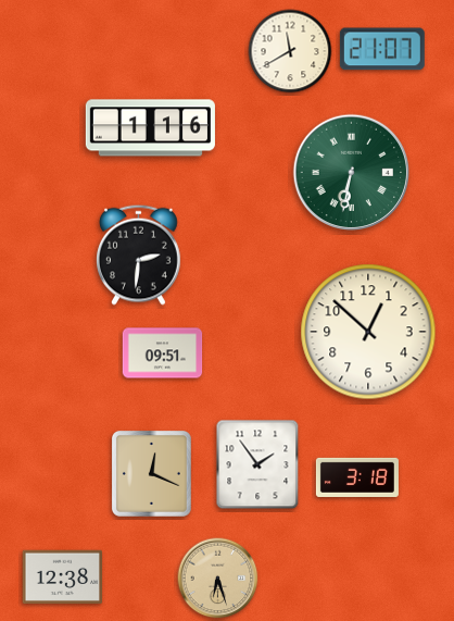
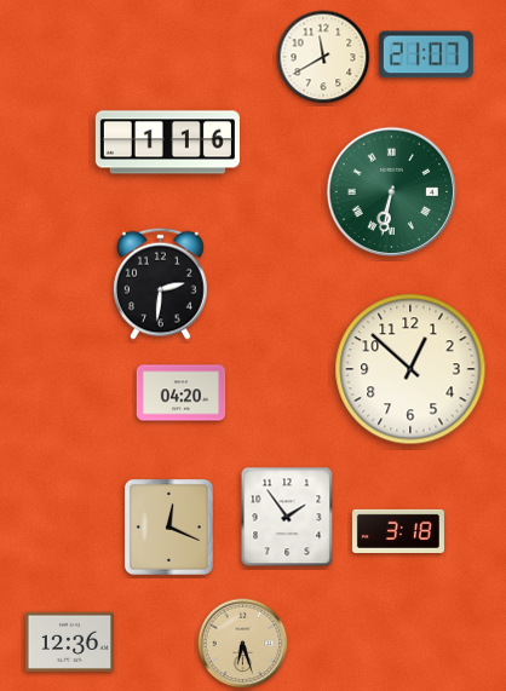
clock at (139, 254) position: (139, 254) -> (161, 283)
clock at (163, 353): 09:51 -> 04:20
clock at (63, 577): 12:38 -> 12:36
